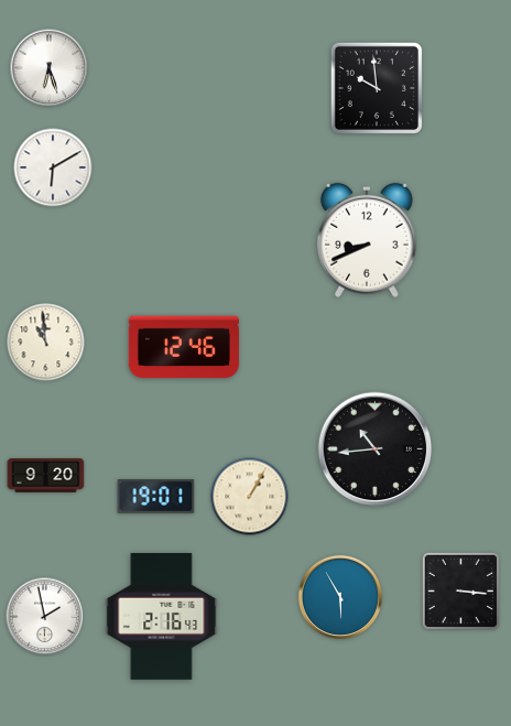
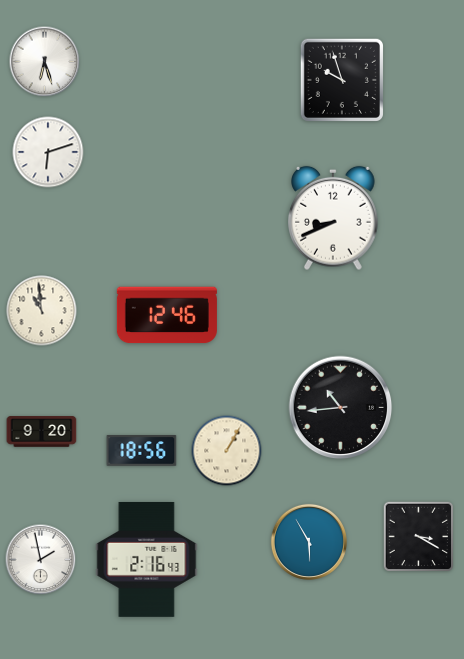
clock at (377, 88): 9:59 -> 9:57
clock at (53, 167): 6:10 -> 6:12
clock at (156, 497): 19:01 -> 18:56
clock at (461, 592): 3:16 -> 3:20
